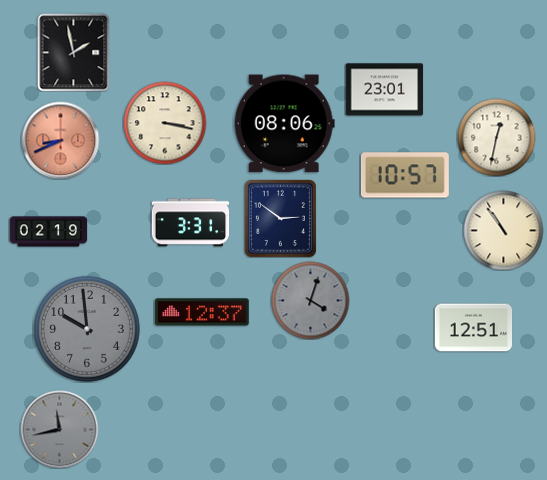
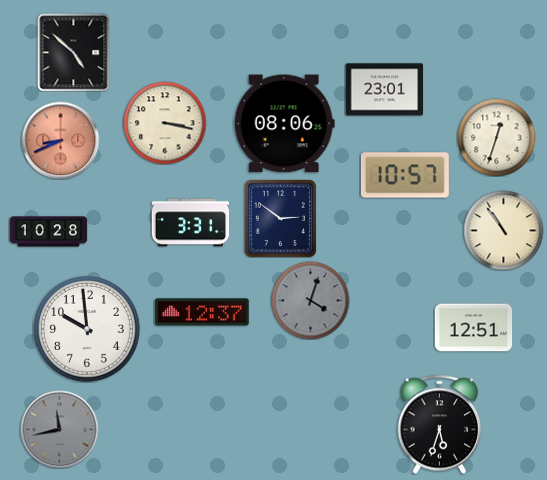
clock at (74, 52): 1:58 -> 4:52
clock at (496, 137): 12:32 -> 12:33
clock at (48, 232): 02:19 -> 10:28
clock at (87, 329) dial: grey -> white
clock at (440, 424): none -> 5:33
